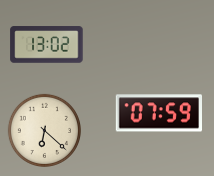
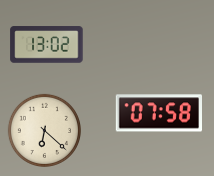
clock at (158, 113): 07:59 -> 07:58
